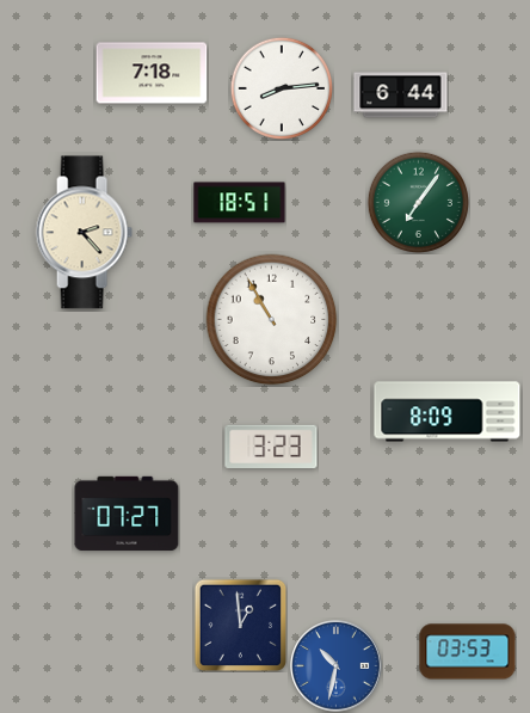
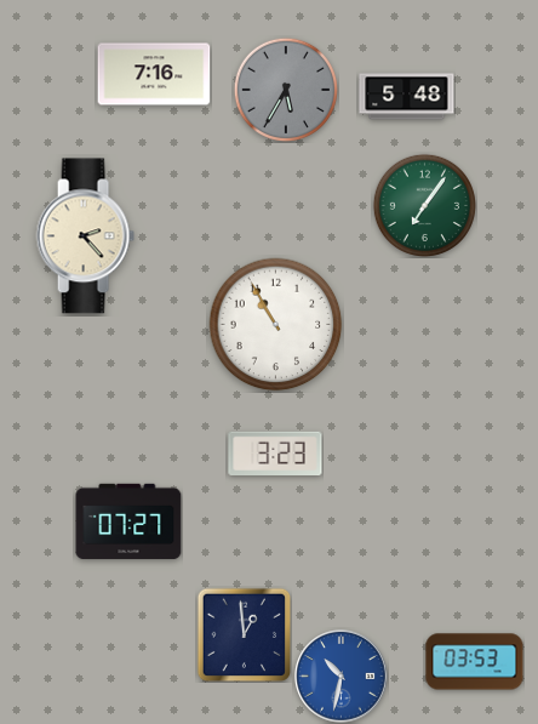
clock at (152, 73): 7:18 -> 7:16
clock at (281, 87): 8:14 -> 5:35
clock at (281, 87) dial: white -> grey
clock at (401, 96): 6:44 -> 5:48
clock at (240, 203): 18:51 -> none
clock at (448, 412): 8:09 -> none
